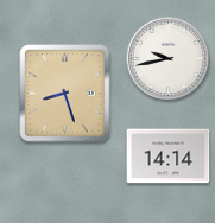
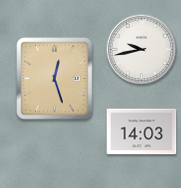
clock at (65, 94): 8:27 -> 12:27
clock at (169, 157): 14:14 -> 14:03
